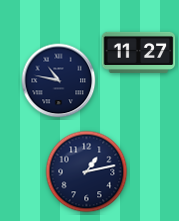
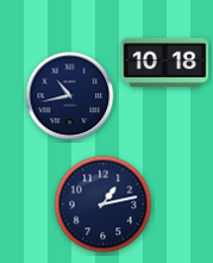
clock at (139, 52): 11:27 -> 10:18
clock at (59, 81): 10:47 -> 10:43
